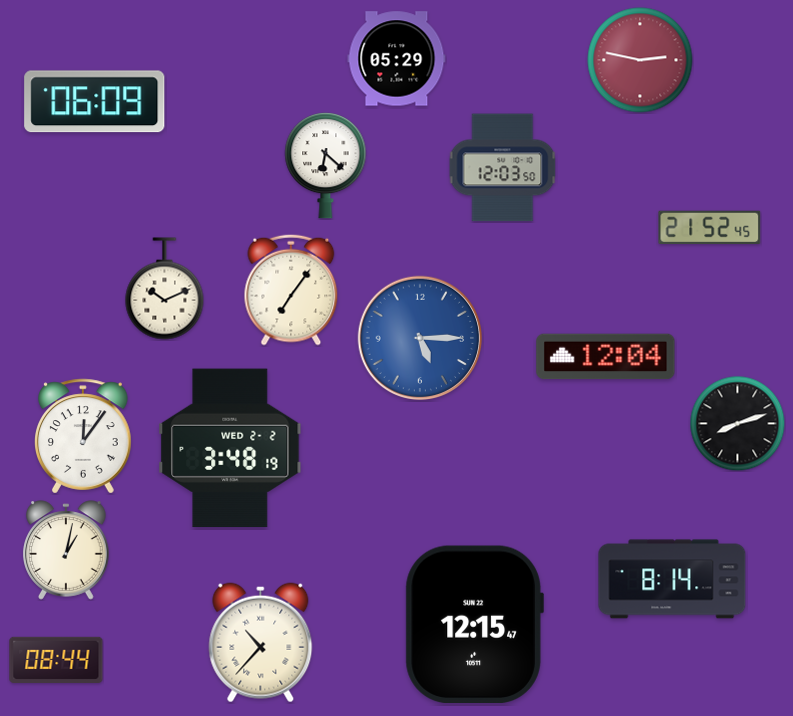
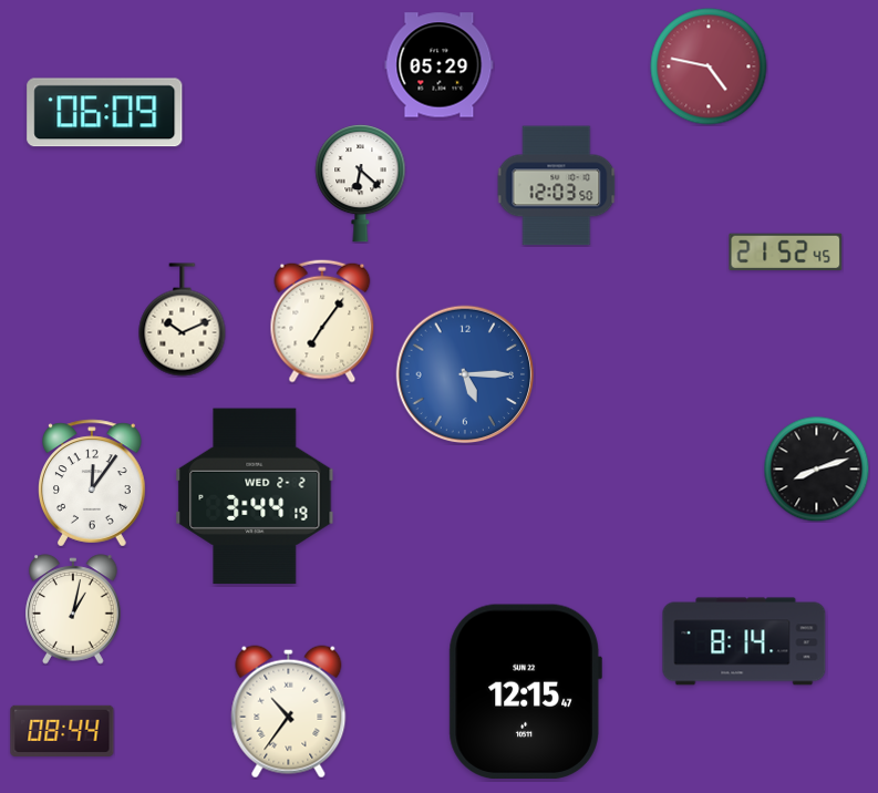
clock at (640, 60): 2:47 -> 4:47
clock at (606, 357): 12:04 -> none
clock at (230, 448): 3:48 -> 3:44
clock at (261, 643): 10:37 -> 10:36
